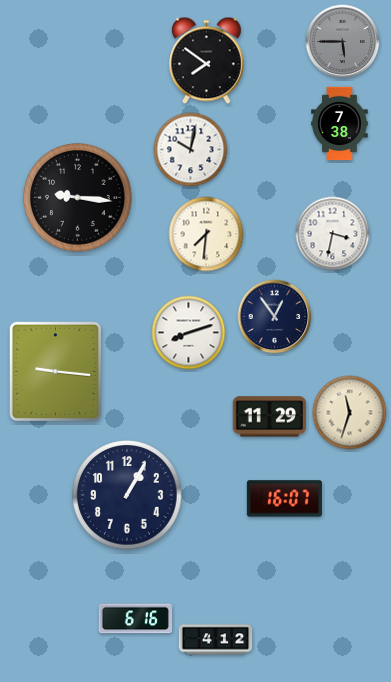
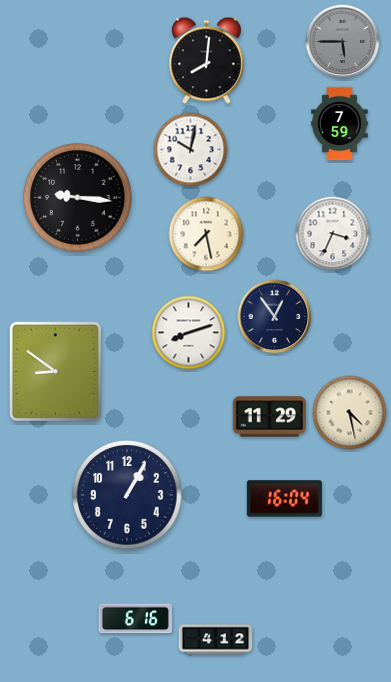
clock at (207, 61): 7:51 -> 8:01
clock at (340, 124): 7:38 -> 7:59
clock at (206, 234): 7:31 -> 7:28
clock at (333, 234): 3:32 -> 3:34
clock at (55, 371): 9:16 -> 8:51
clock at (350, 413): 11:33 -> 4:28
clock at (284, 499): 16:07 -> 16:04
